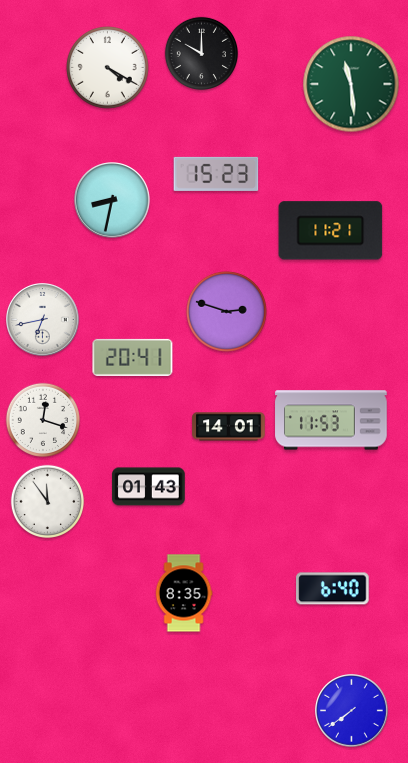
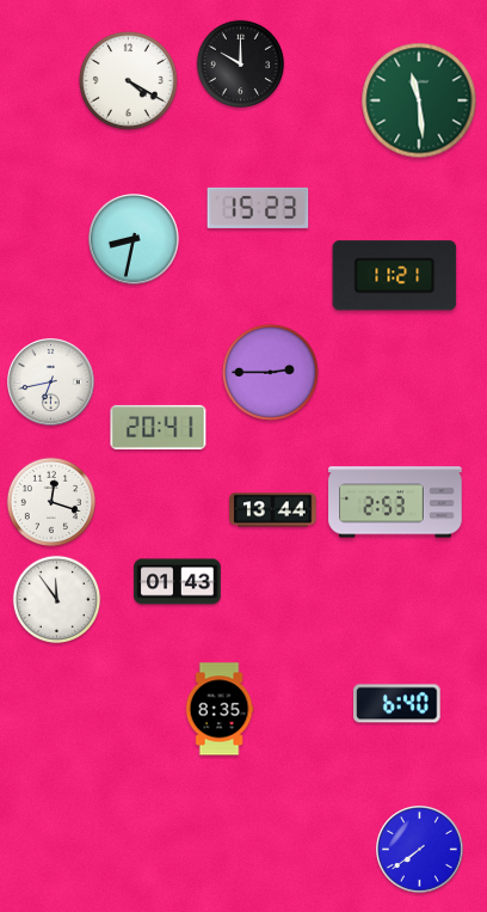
clock at (226, 311): 2:48 -> 2:45
clock at (331, 420): 11:53 -> 2:53
clock at (229, 427): 14:01 -> 13:44
